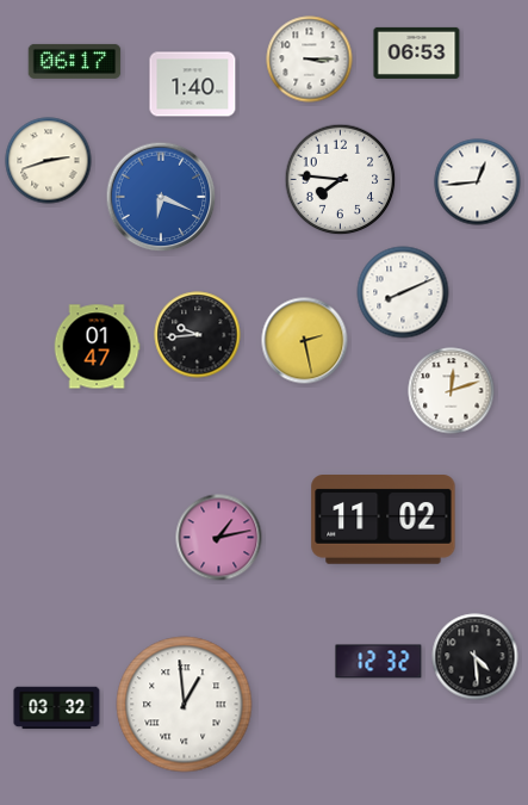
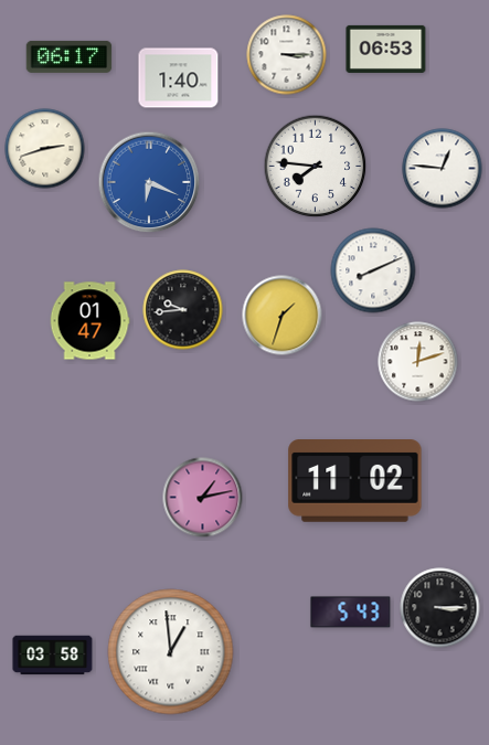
clock at (478, 182): 12:44 -> 12:46
clock at (305, 341): 2:28 -> 1:33
clock at (476, 657): 4:29 -> 3:15
clock at (379, 662): 12:32 -> 5:43
clock at (57, 708): 03:32 -> 03:58
